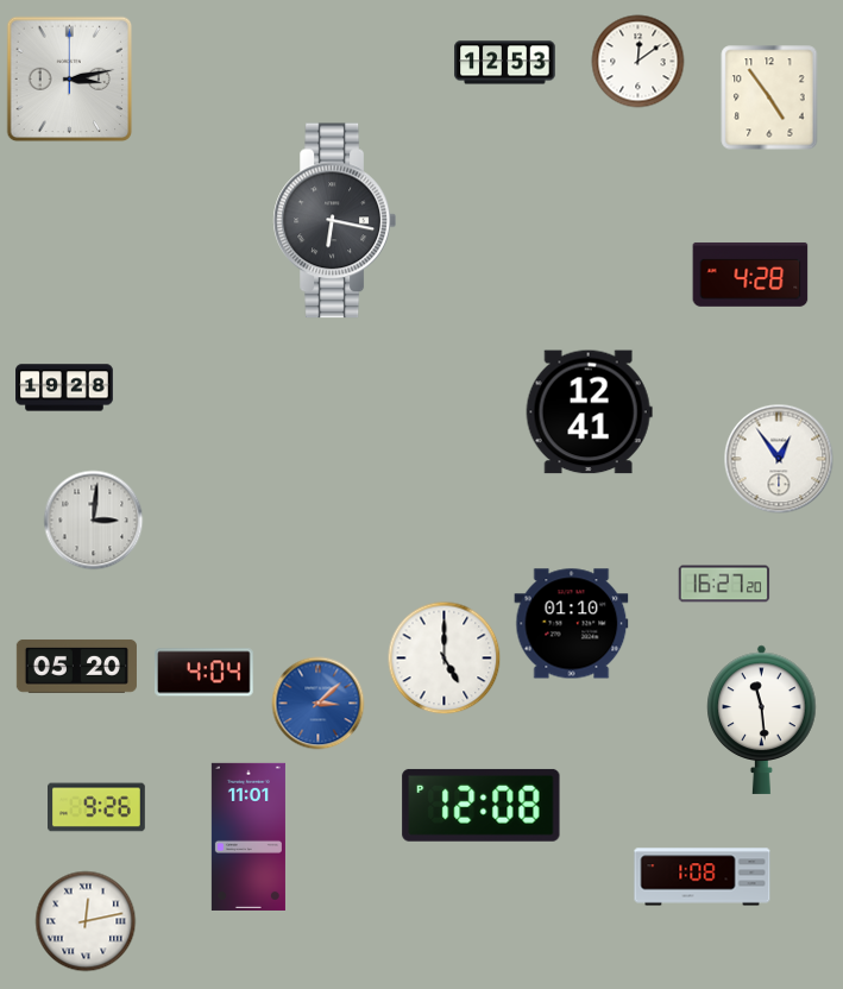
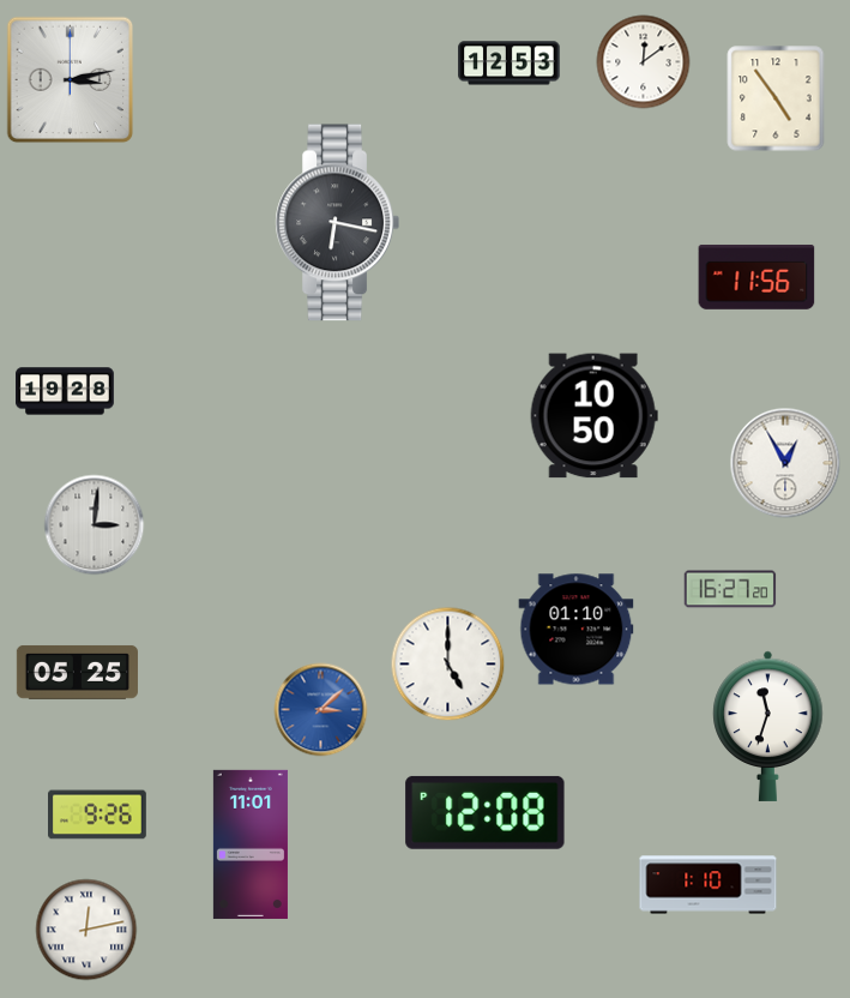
clock at (750, 275): 4:28 -> 11:56
clock at (589, 412): 12:41 -> 10:50
clock at (779, 459): 12:54 -> 12:55
clock at (76, 666): 05:20 -> 05:25
clock at (205, 673): 4:04 -> none
clock at (762, 719): 11:29 -> 11:33
clock at (703, 877): 1:08 -> 1:10
